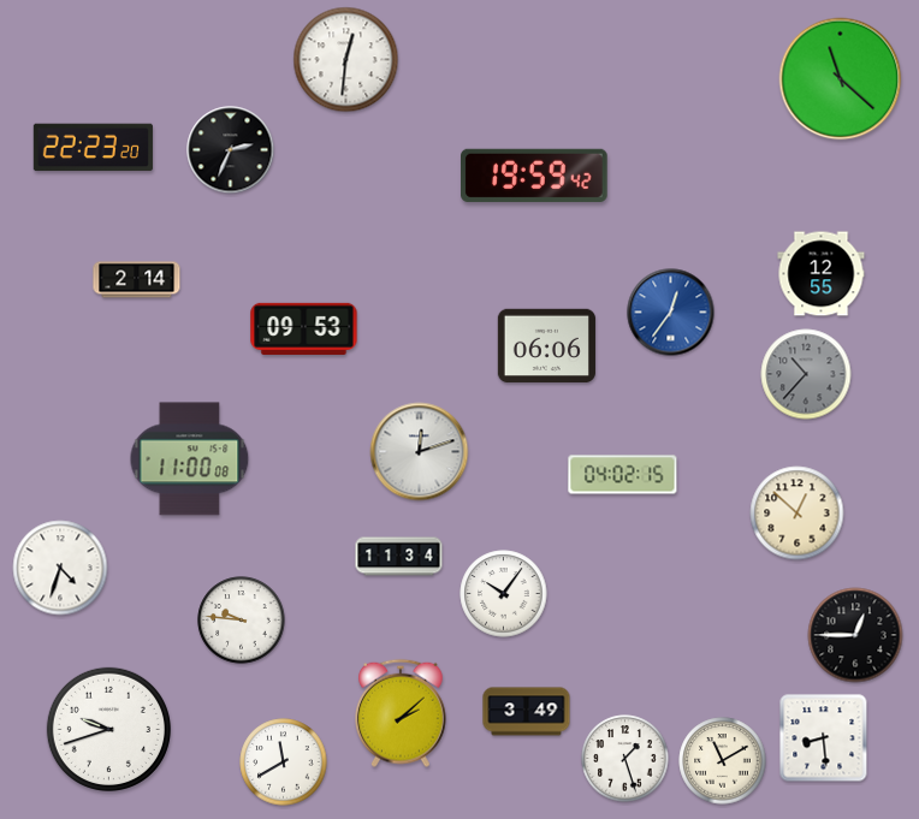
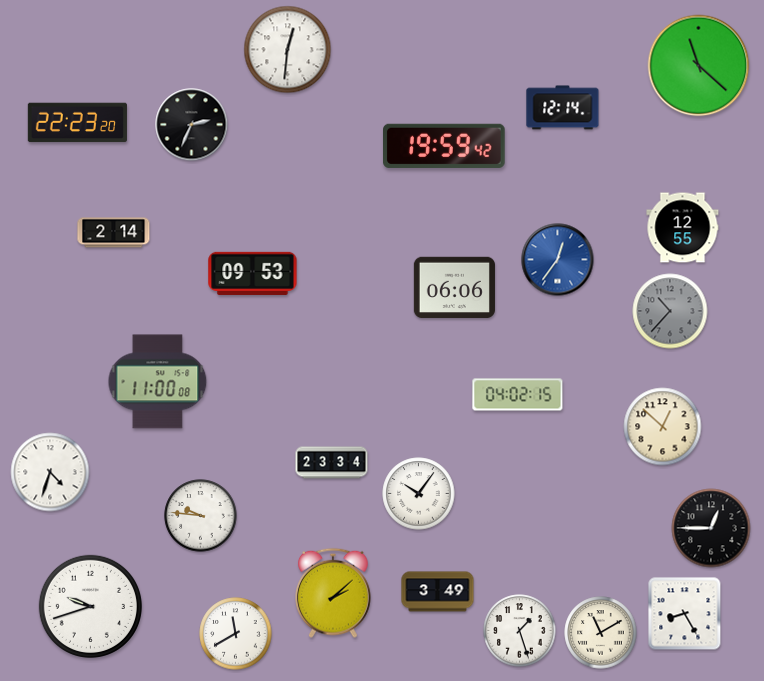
clock at (563, 108): none -> 12:14
clock at (420, 452): 12:12 -> none
clock at (399, 557): 11:34 -> 23:34
clock at (824, 738): 8:29 -> 8:25
